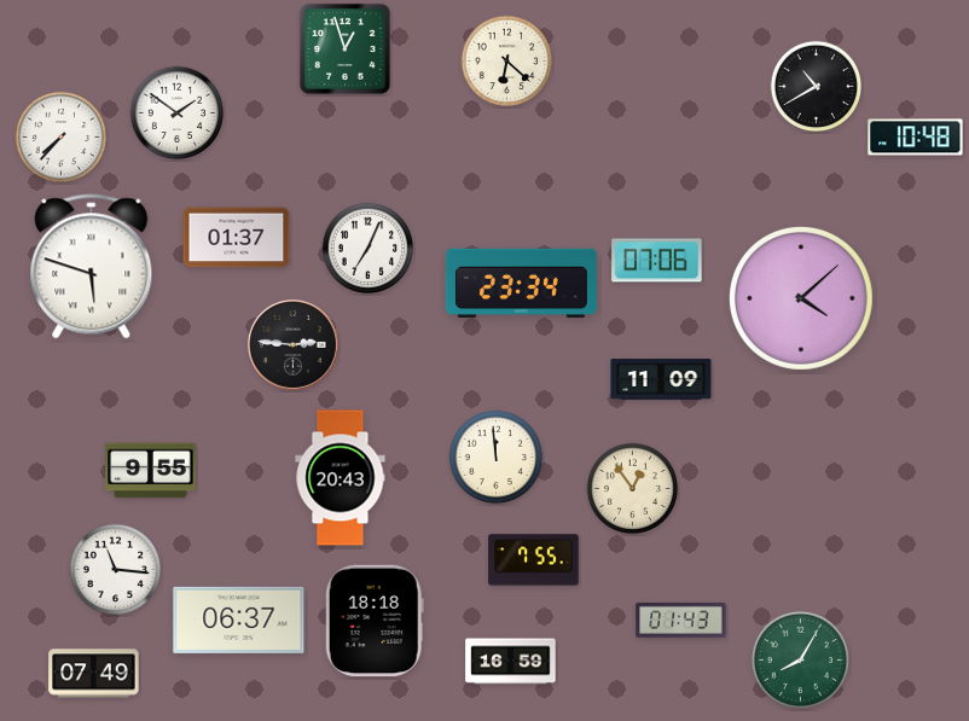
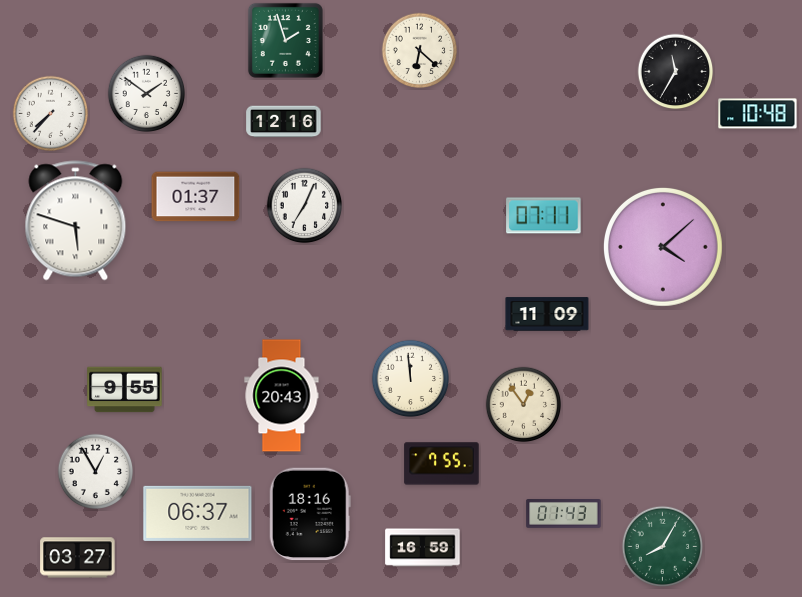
clock at (344, 48): 12:57 -> 1:57
clock at (817, 87): 10:40 -> 11:35
clock at (284, 122): none -> 12:16
clock at (657, 261): 07:06 -> 07:11
clock at (521, 283): 23:34 -> none
clock at (292, 344): 2:46 -> none
clock at (116, 570): 11:16 -> 12:55
clock at (375, 621): 18:18 -> 18:16
clock at (94, 674): 07:49 -> 03:27
